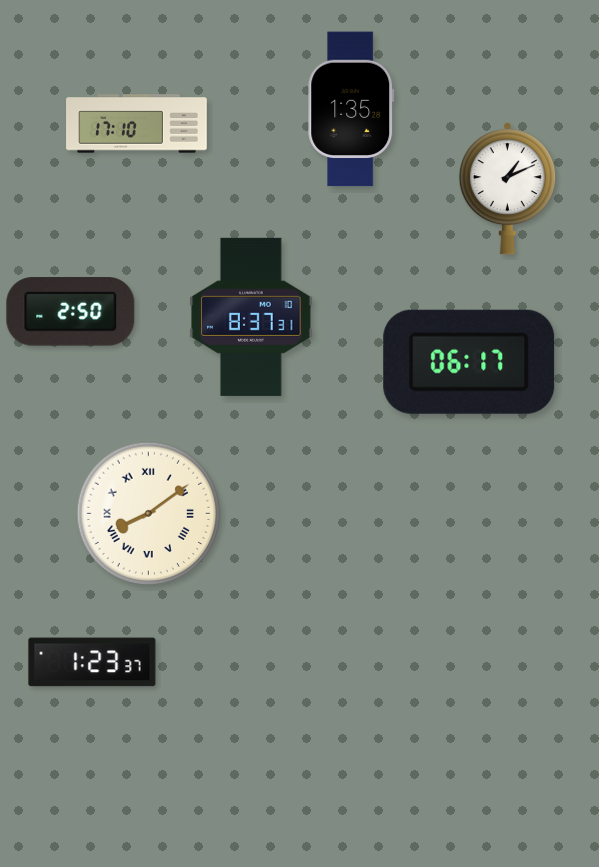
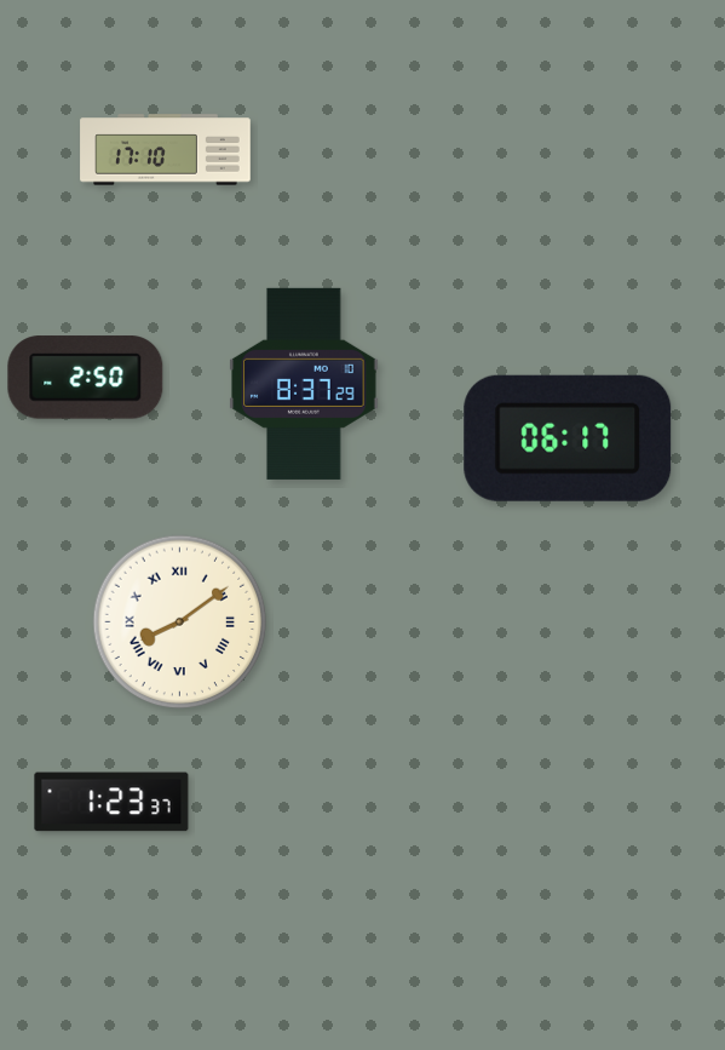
clock at (351, 109): 1:35 -> none
clock at (507, 189): 1:11 -> none
clock at (251, 317): 8:37:31 -> 8:37:29
